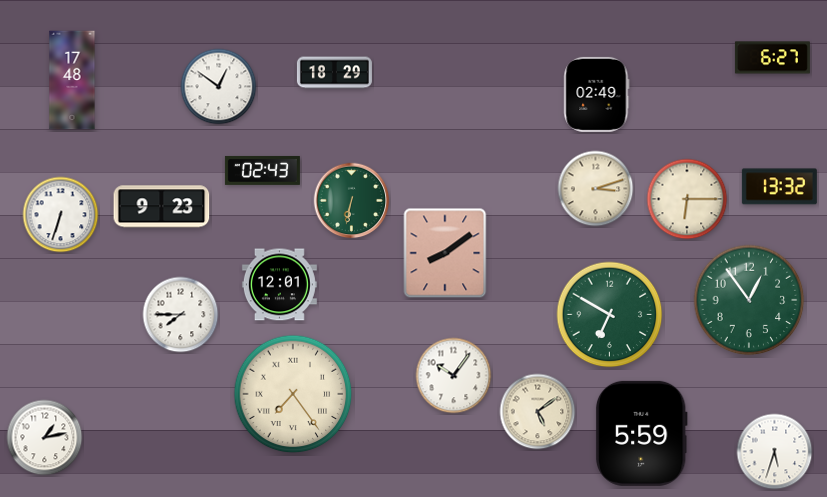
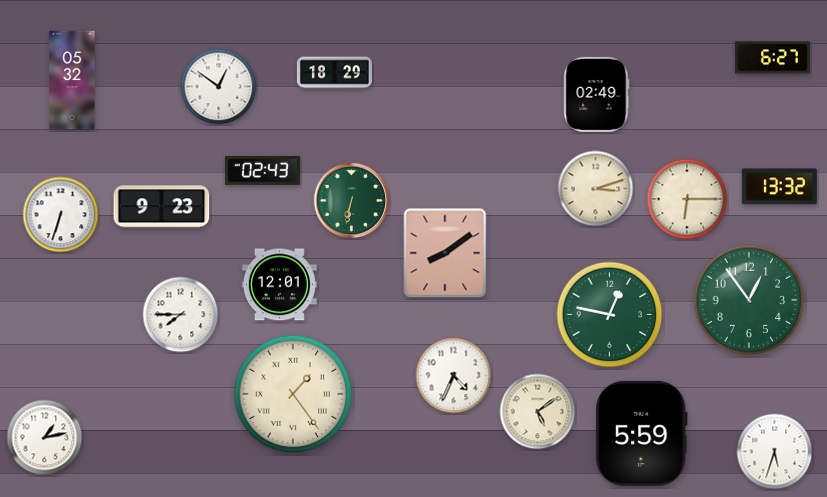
clock at (72, 80): 17:48 -> 05:32
clock at (610, 315): 6:50 -> 12:47
clock at (454, 376): 10:06 -> 4:34
clock at (293, 394): 7:24 -> 1:24
